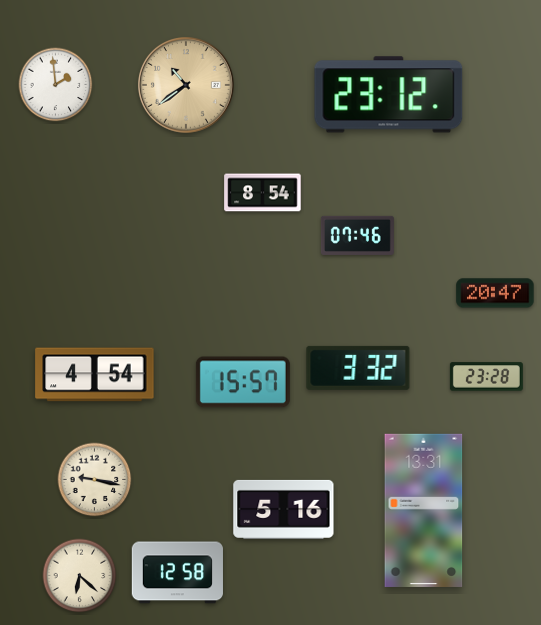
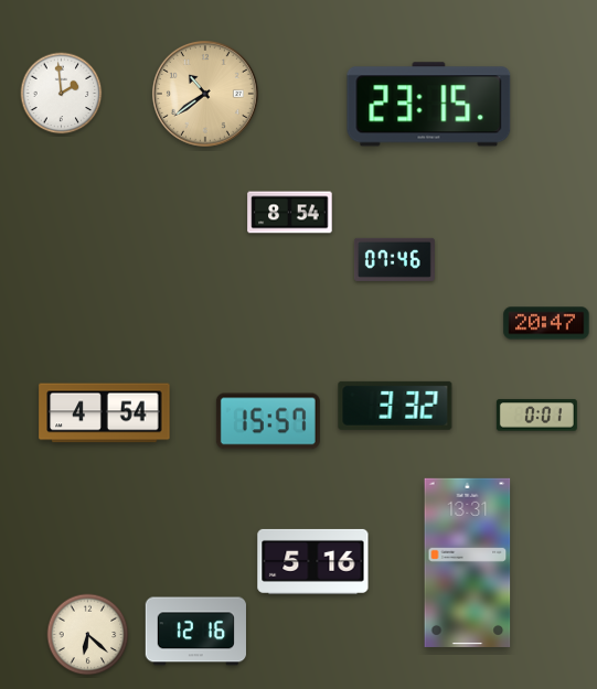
clock at (389, 95): 23:12 -> 23:15
clock at (486, 377): 23:28 -> 0:01
clock at (95, 480): 9:17 -> none
clock at (177, 573): 12:58 -> 12:16
